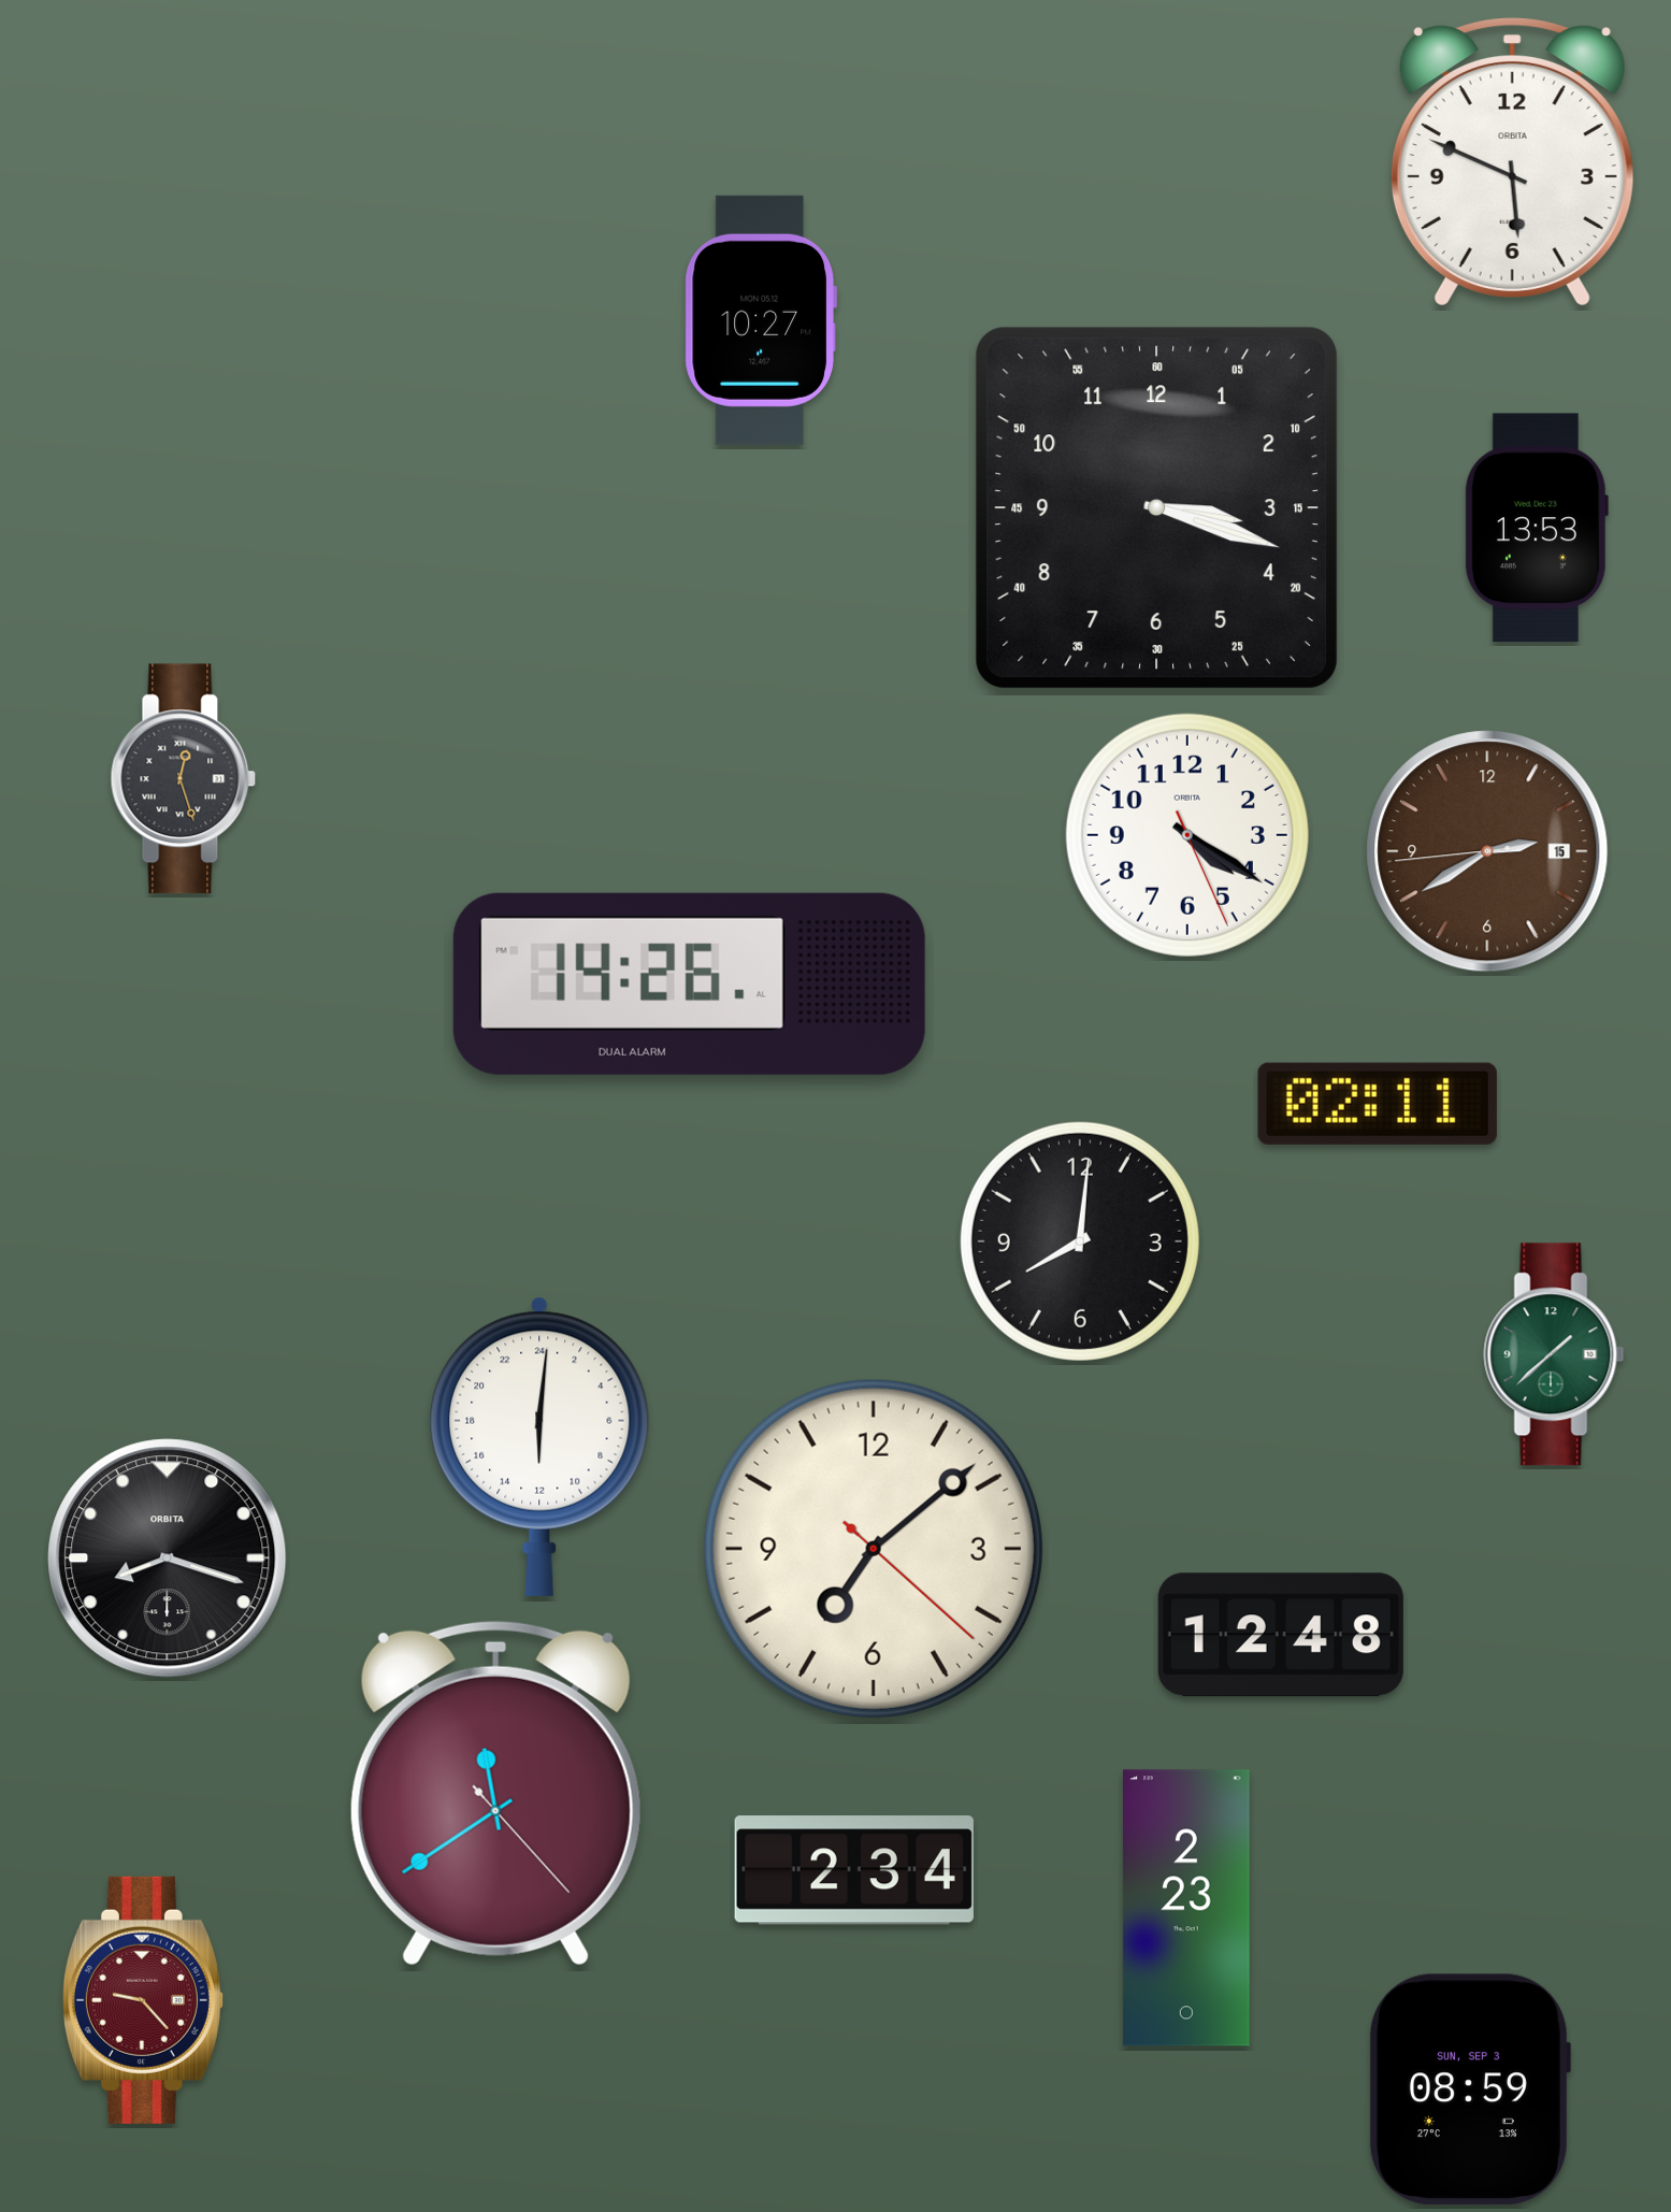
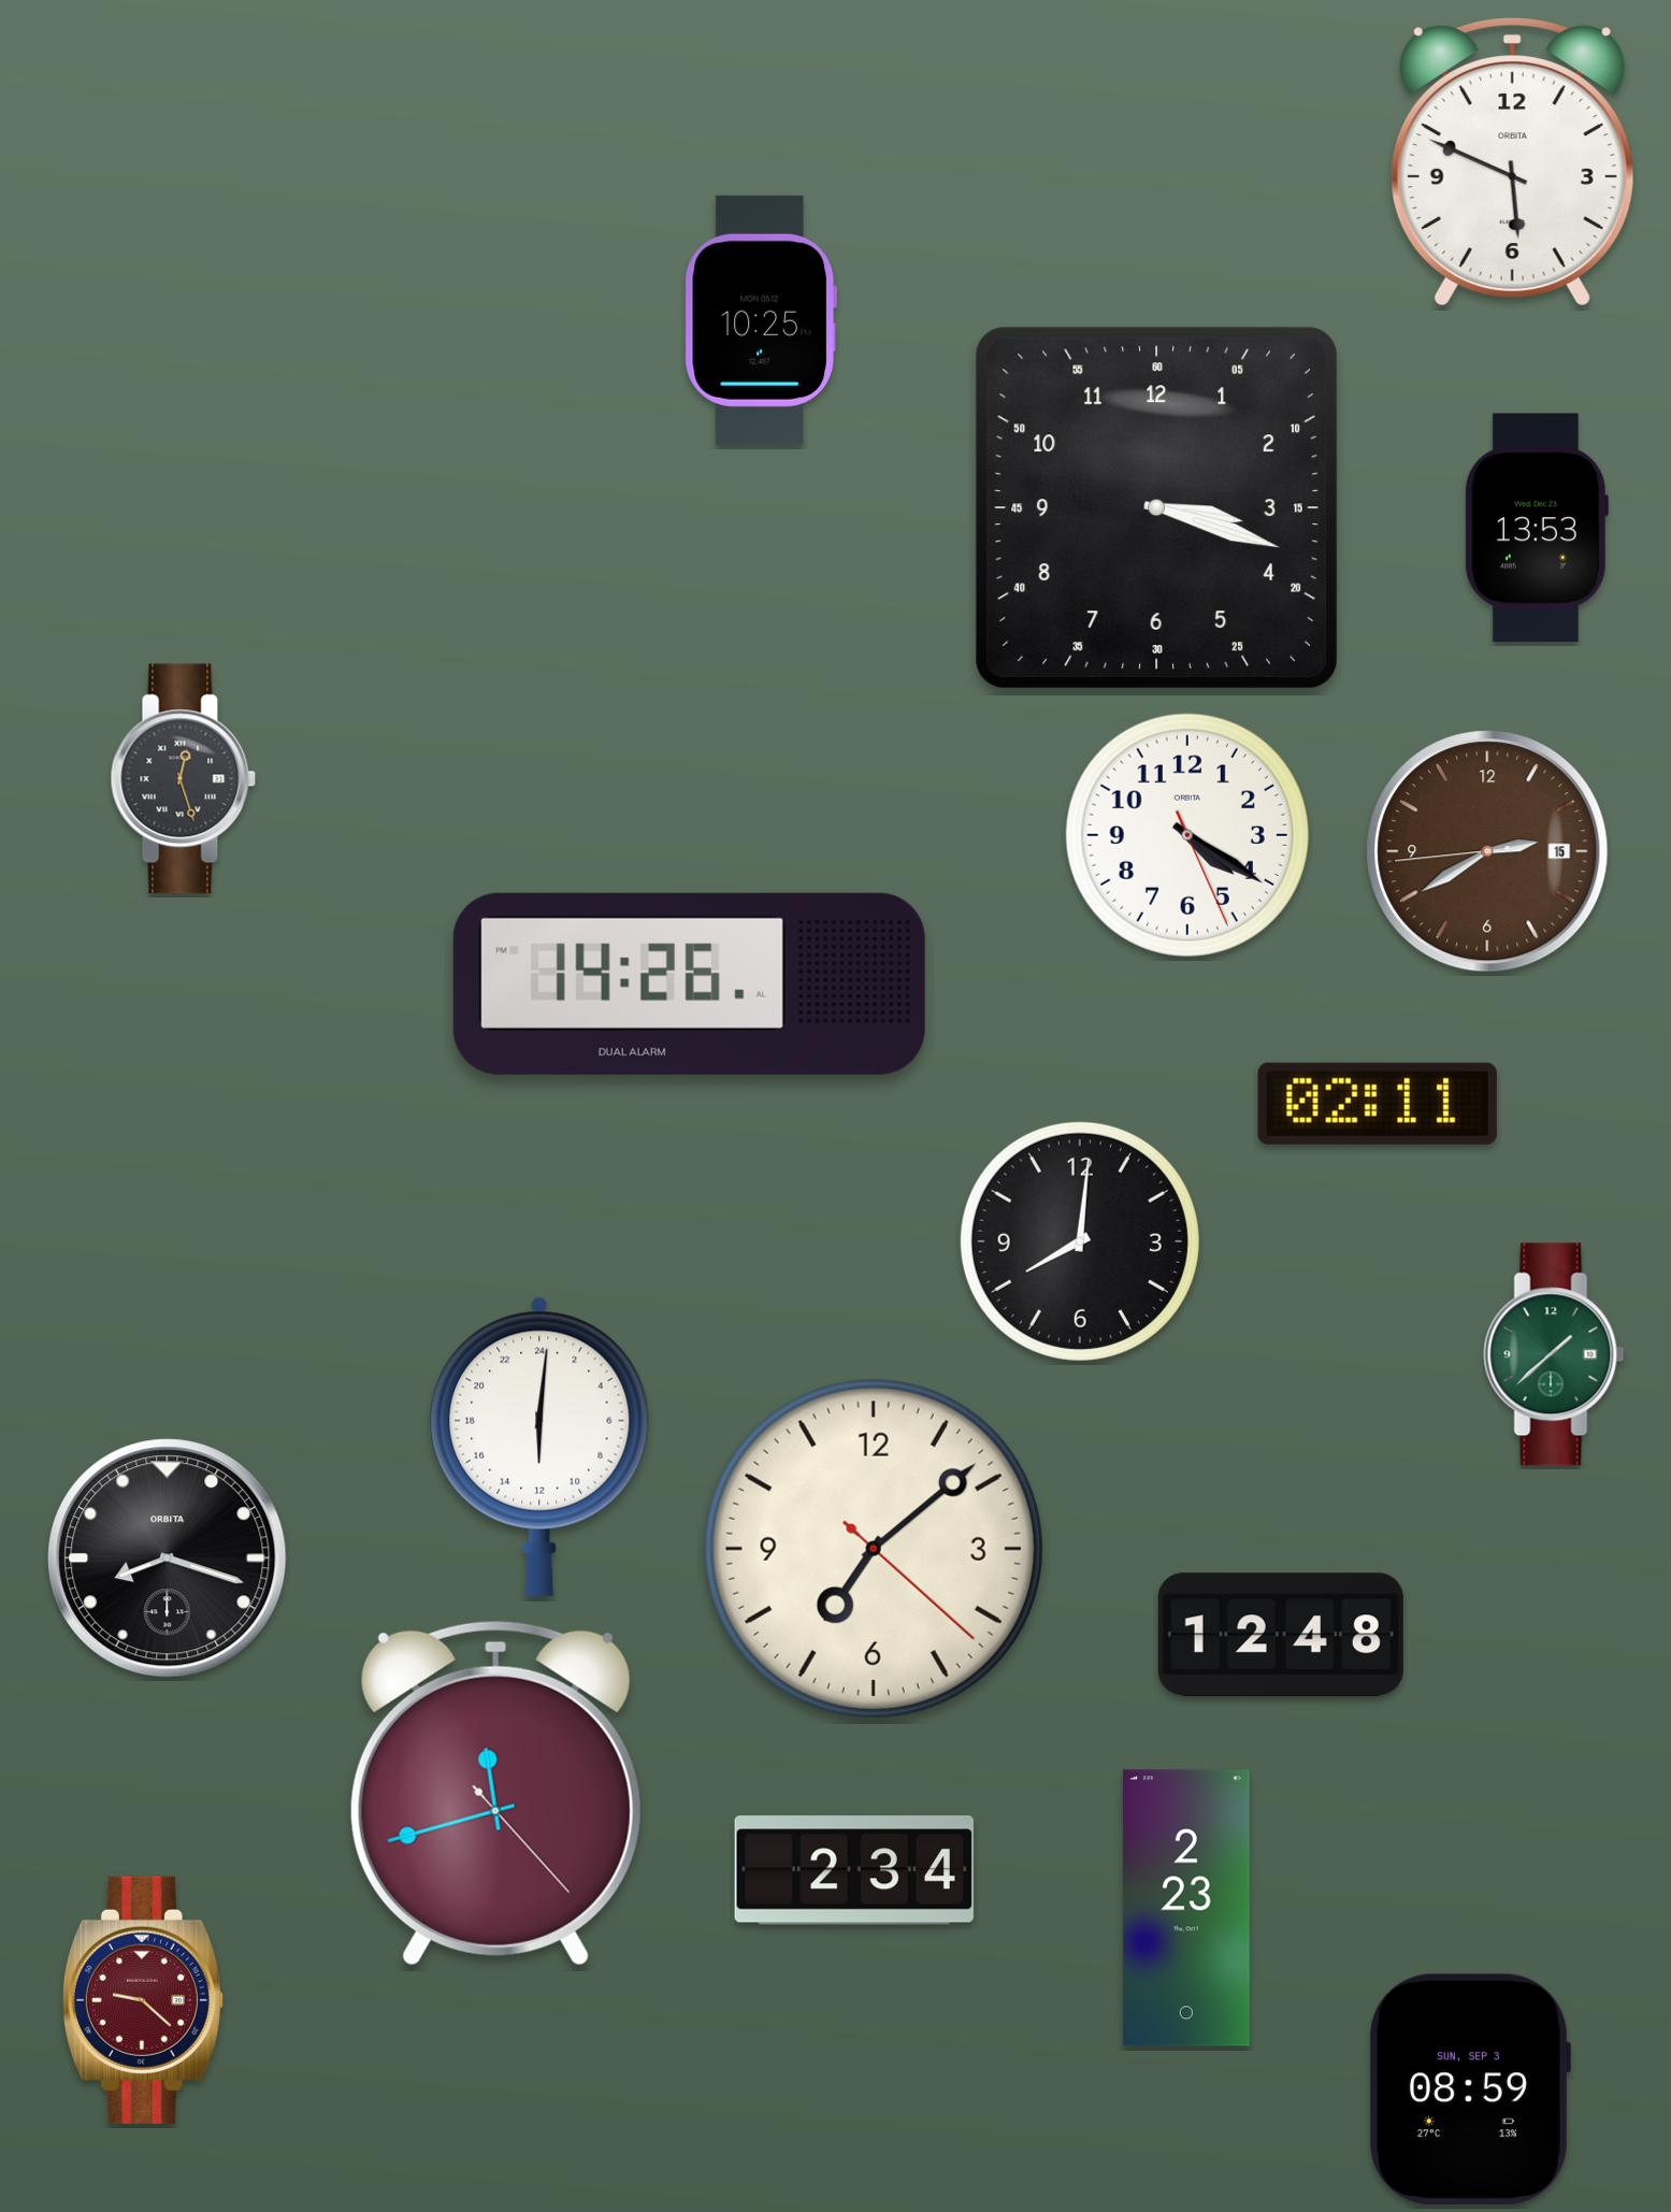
clock at (761, 320): 10:27 -> 10:25
clock at (495, 1793): 11:39 -> 11:42
clock at (143, 2000): 9:23 -> 9:22
